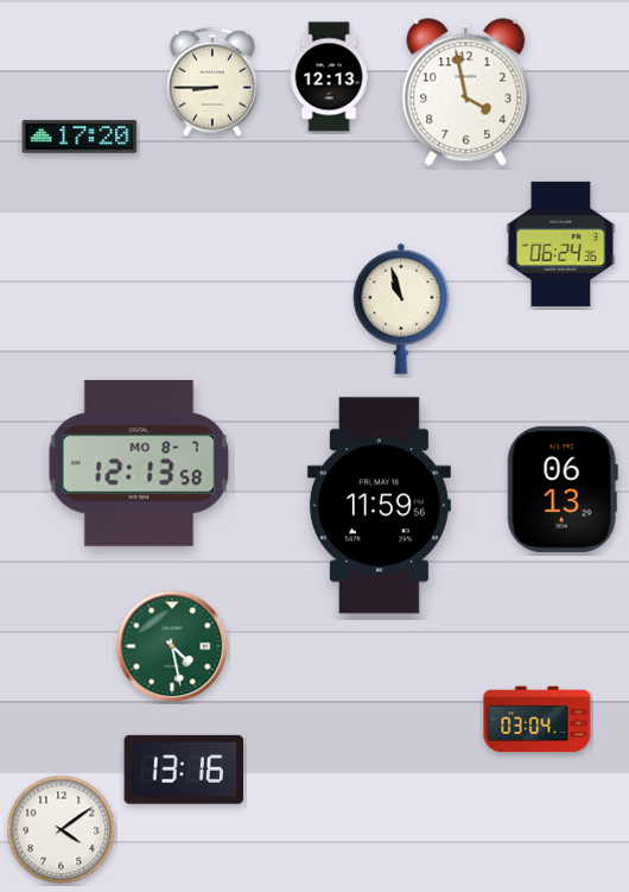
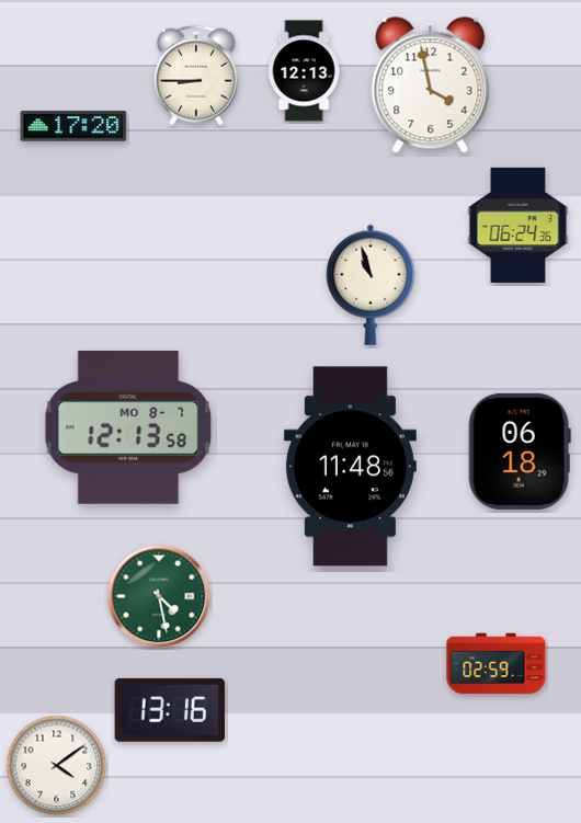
clock at (563, 489): 06:13 -> 06:18
clock at (379, 506): 11:59 -> 11:48
clock at (538, 720): 03:04 -> 02:59
